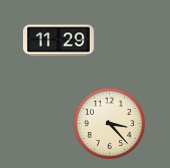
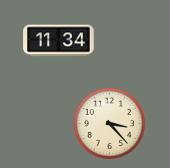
clock at (59, 41): 11:29 -> 11:34
